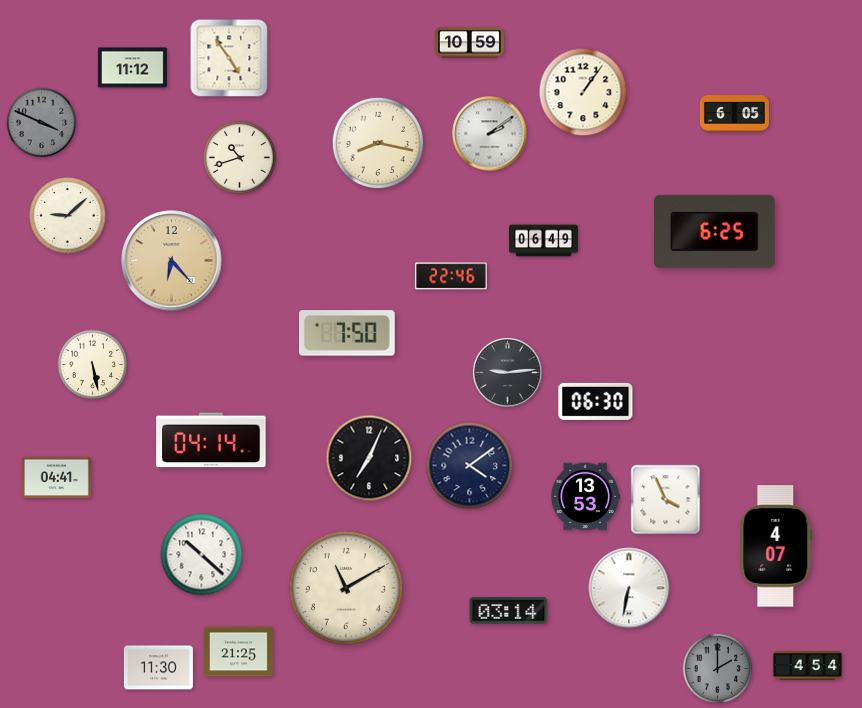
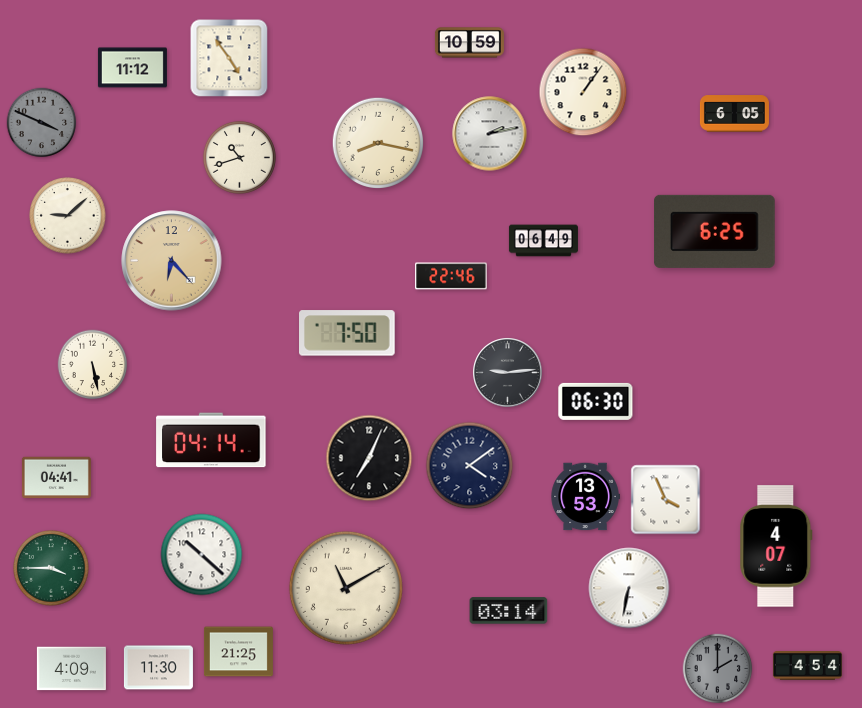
clock at (490, 134): 2:09 -> 2:13
clock at (51, 568): none -> 3:45
clock at (71, 669): none -> 4:09
